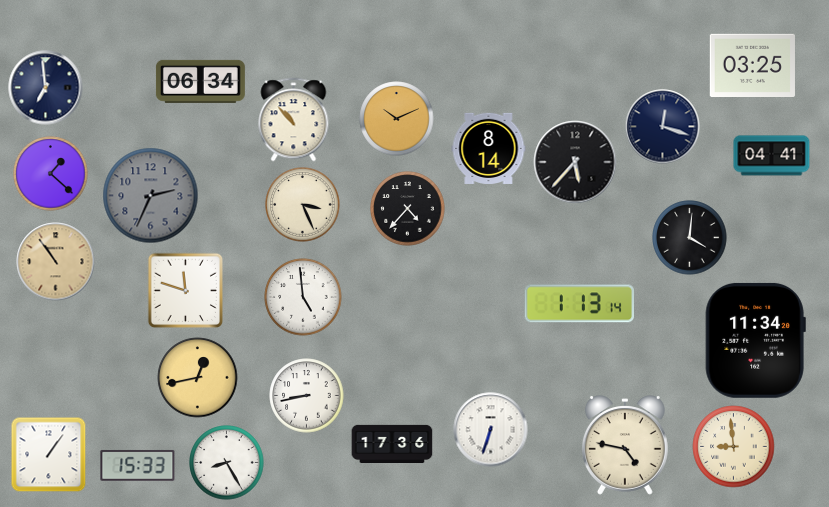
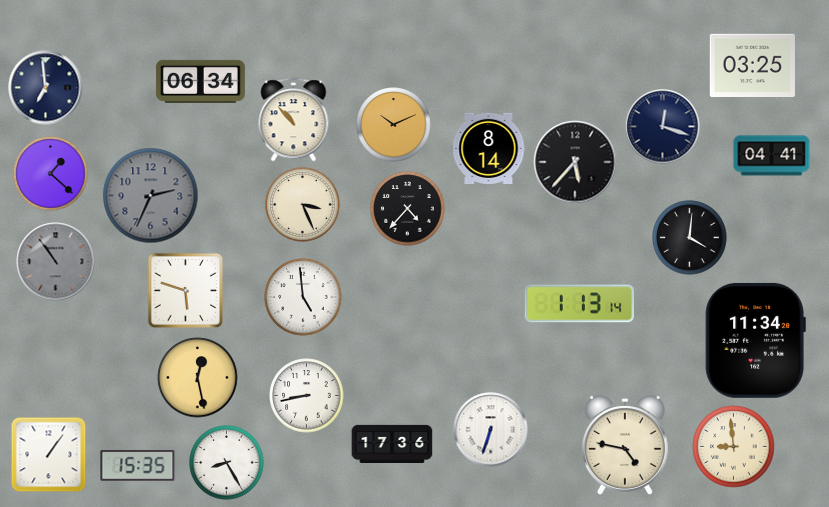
clock at (397, 119) position: (397, 119) -> (394, 125)
clock at (56, 262) dial: champagne -> grey
clock at (185, 290): 11:48 -> 5:48
clock at (198, 378): 12:43 -> 12:28
clock at (138, 465): 15:33 -> 15:35
